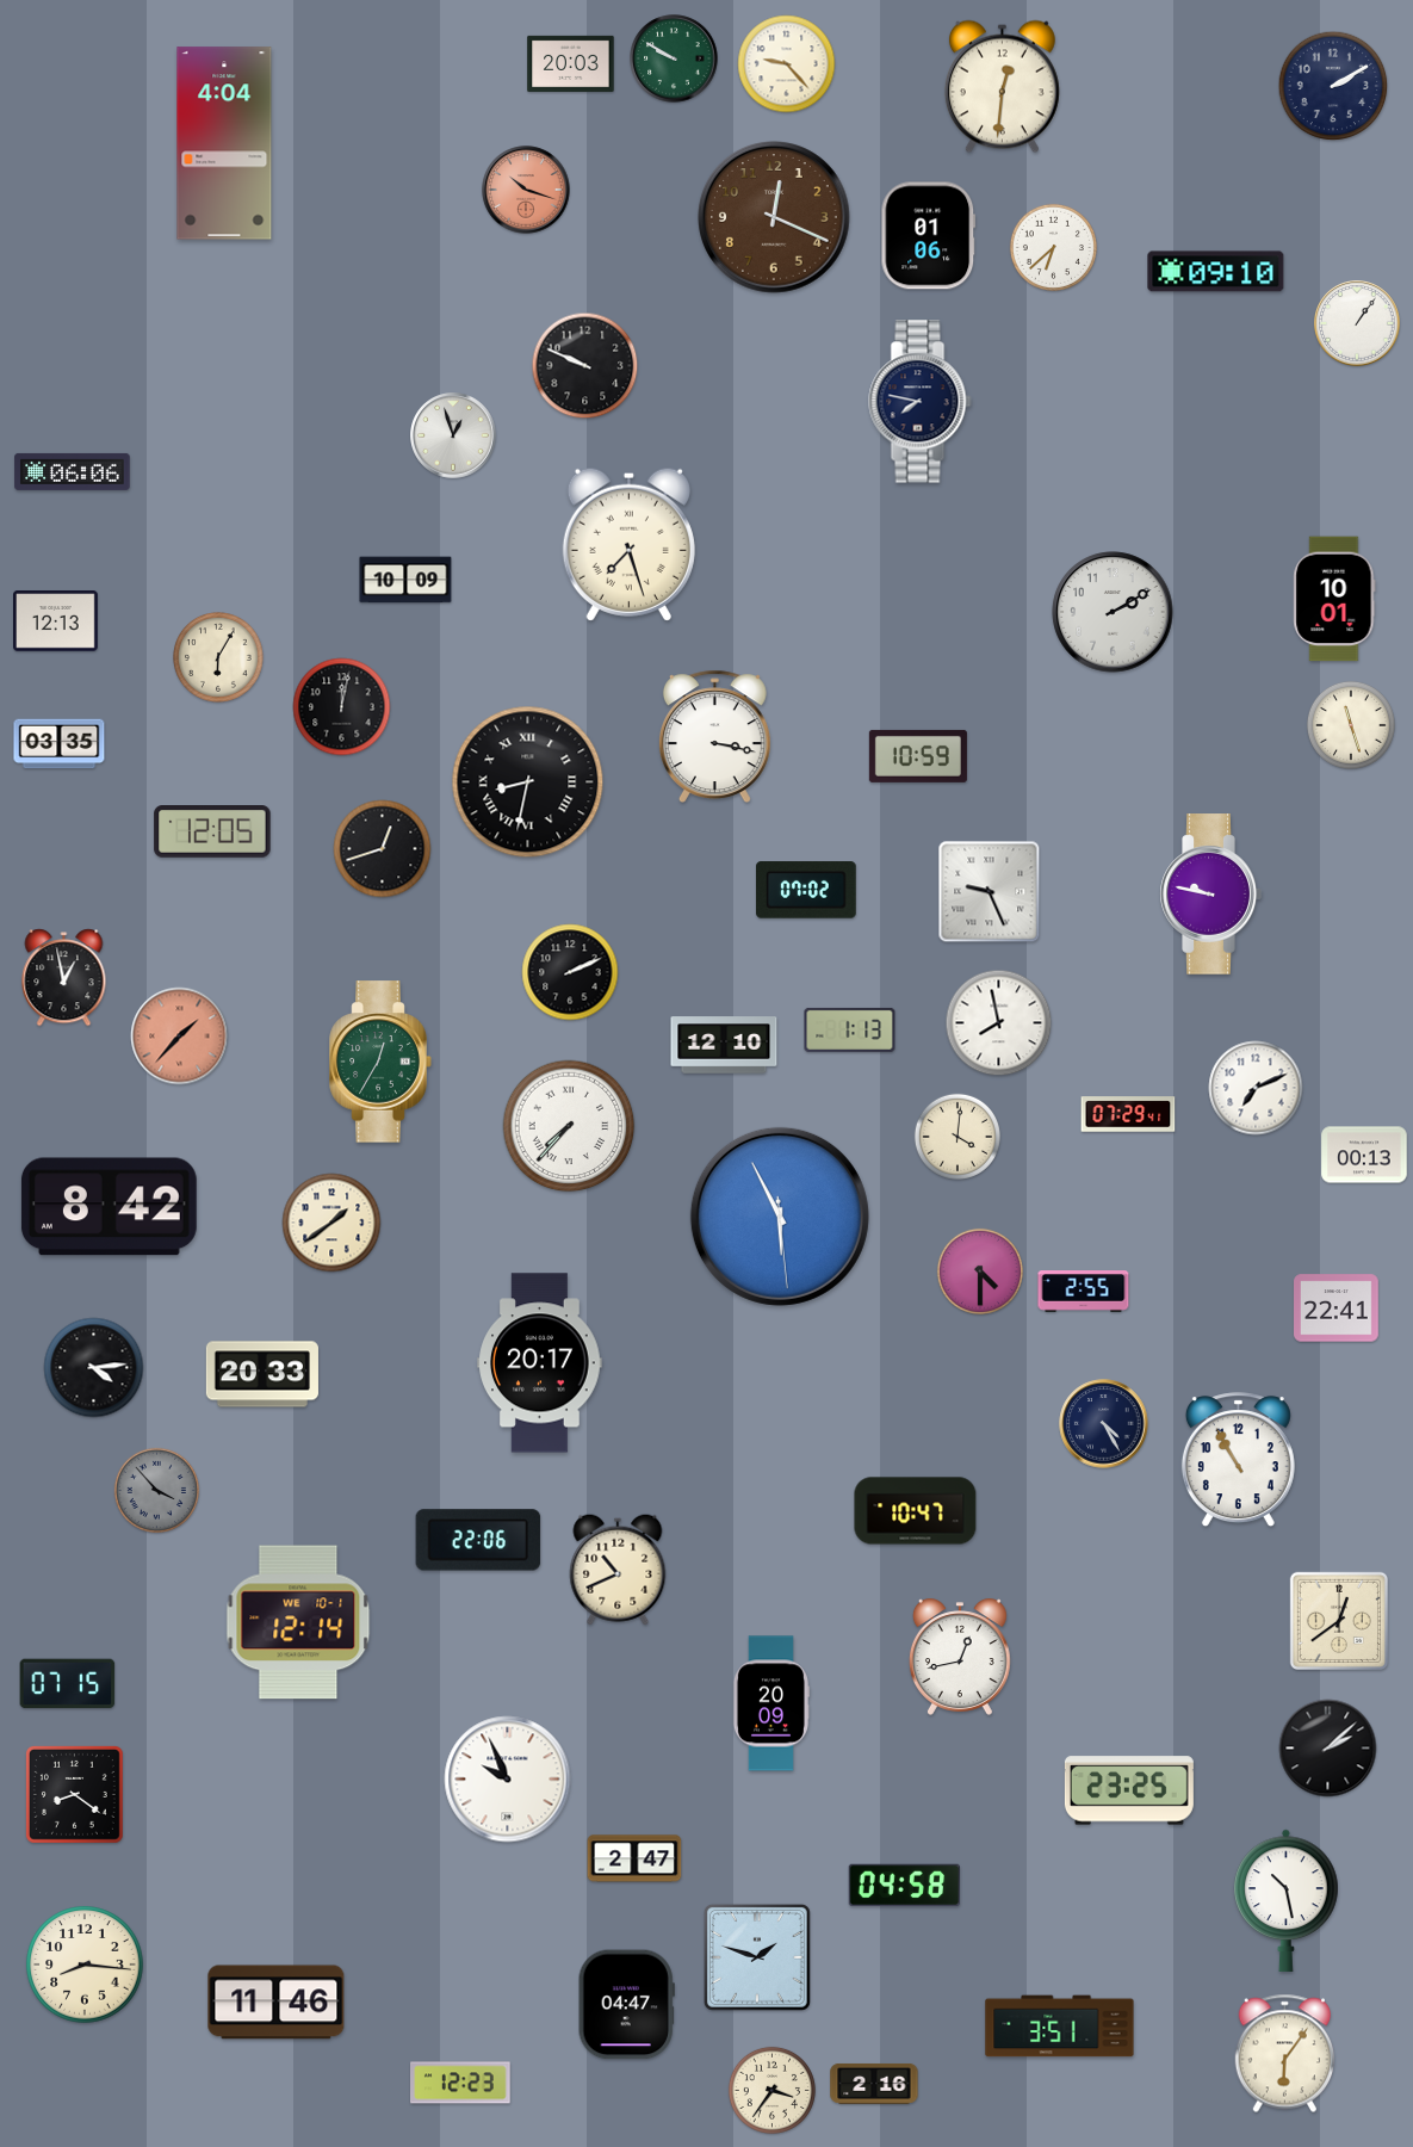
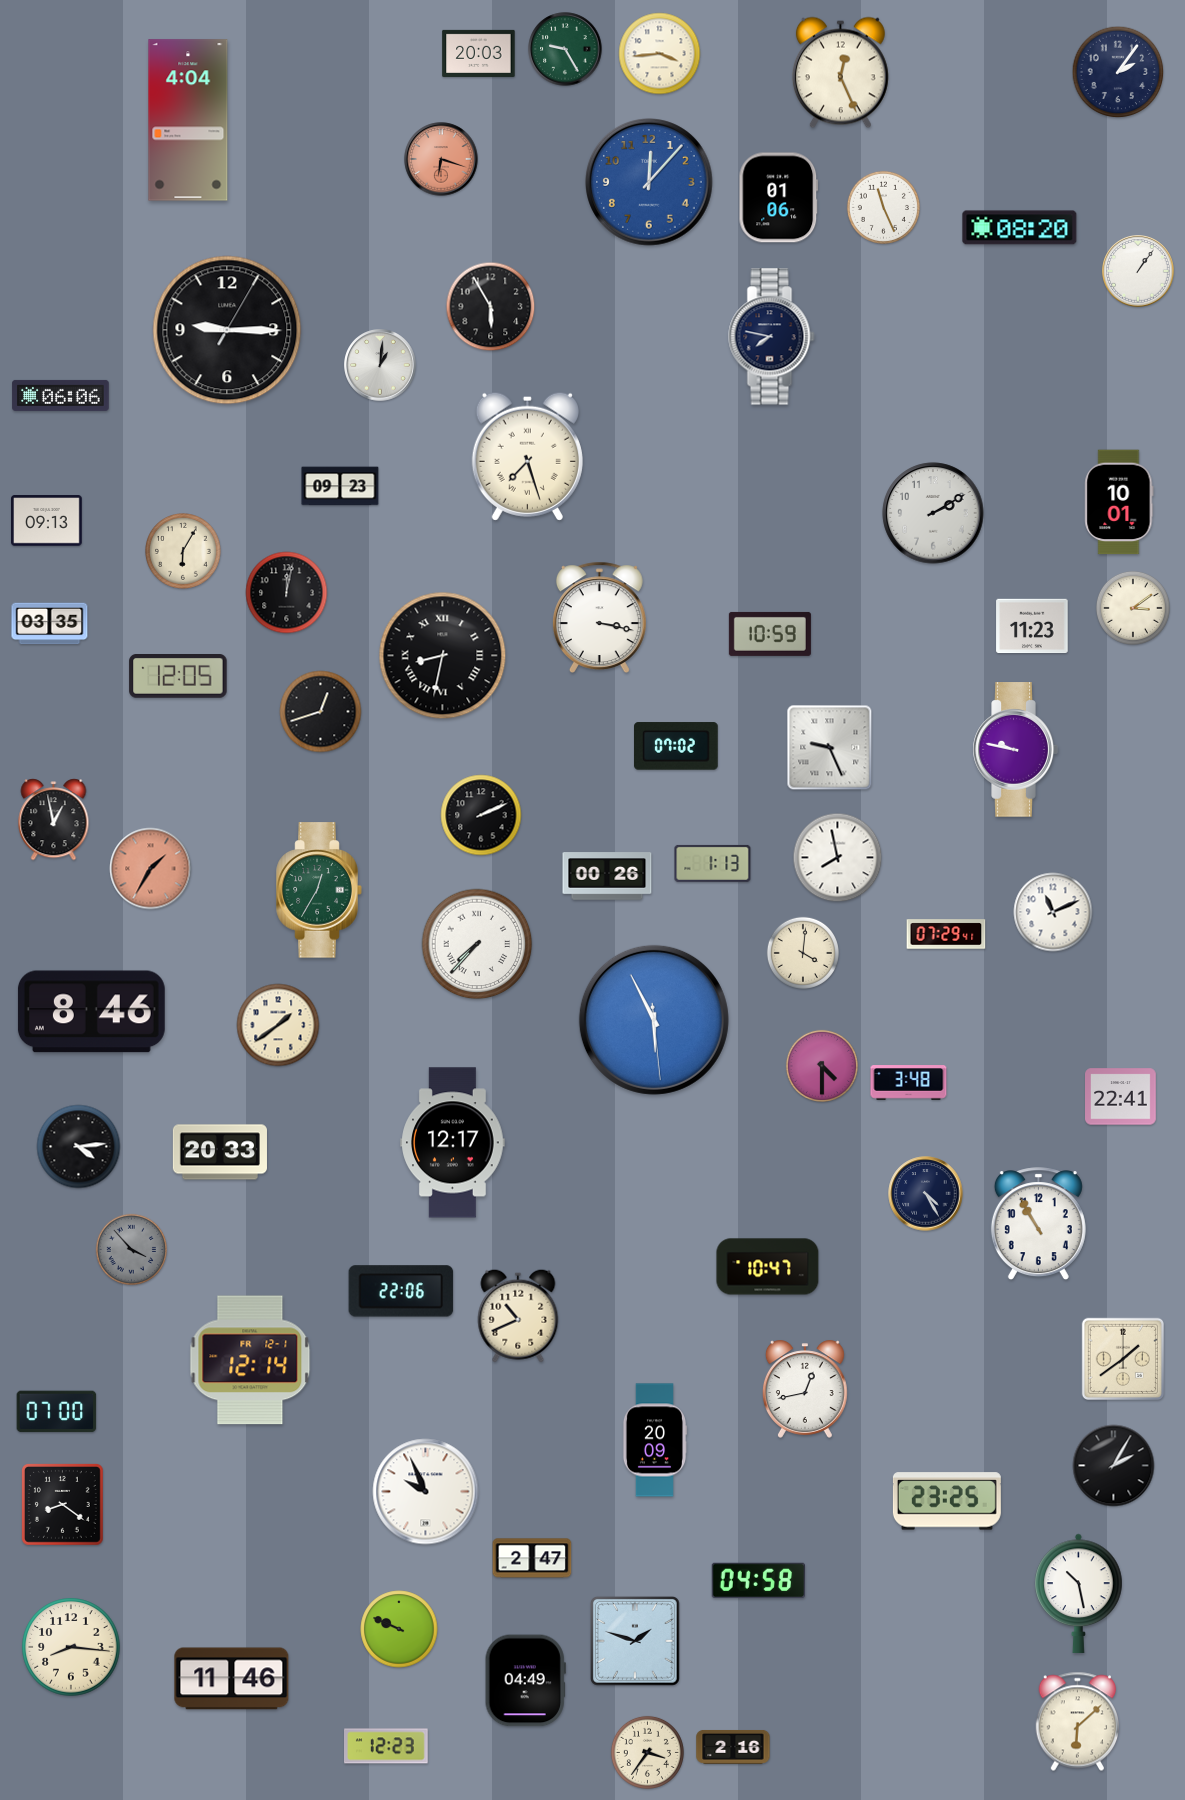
clock at (674, 58): 9:50 -> 9:25
clock at (787, 64): 9:23 -> 3:44
clock at (1333, 86): 2:10 -> 2:06
clock at (1002, 87): 12:31 -> 12:26
clock at (526, 190): 10:18 -> 6:18
clock at (775, 218): 12:19 -> 12:07
clock at (775, 218) dial: brown -> blue
clock at (1053, 247): 6:38 -> 11:26
clock at (1216, 272): 09:10 -> 08:20
clock at (585, 366): 9:49 -> 5:55
clock at (227, 330): none -> 9:15
clock at (453, 435): 12:57 -> 1:01
clock at (405, 580): 10:09 -> 09:23
clock at (56, 621): 12:13 -> 09:13
clock at (1351, 725): 11:27 -> 3:09
clock at (1032, 626): none -> 11:23
clock at (212, 831) position: (212, 831) -> (178, 676)
clock at (570, 972) position: (570, 972) -> (481, 815)
clock at (180, 1037): 1:37 -> 1:35
clock at (724, 1045): 12:10 -> 00:26
clock at (1256, 1088): 7:11 -> 11:11
clock at (1364, 1155): 00:13 -> none
clock at (109, 1207): 8:42 -> 8:46
clock at (1084, 1292): 2:55 -> 3:48
clock at (540, 1363): 20:17 -> 12:17
clock at (1338, 1620): 12:39 -> 1:39
clock at (298, 1622) date: WE 10-1 -> FR 12-1
clock at (68, 1684): 07:15 -> 07:00
clock at (770, 1703) position: (770, 1703) -> (654, 1440)
clock at (1328, 1749): 2:08 -> 2:05
clock at (399, 1629): none -> 9:49
clock at (626, 2005): 04:47 -> 04:49
clock at (1060, 2027): 3:51 -> none
clock at (1284, 2054): 6:06 -> 6:08
